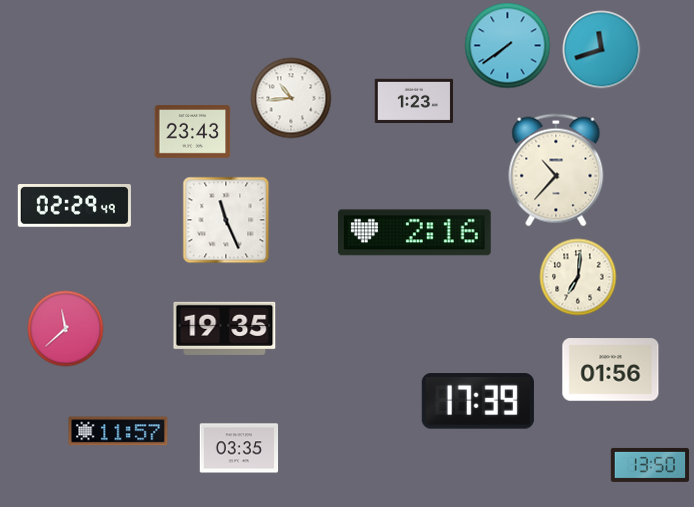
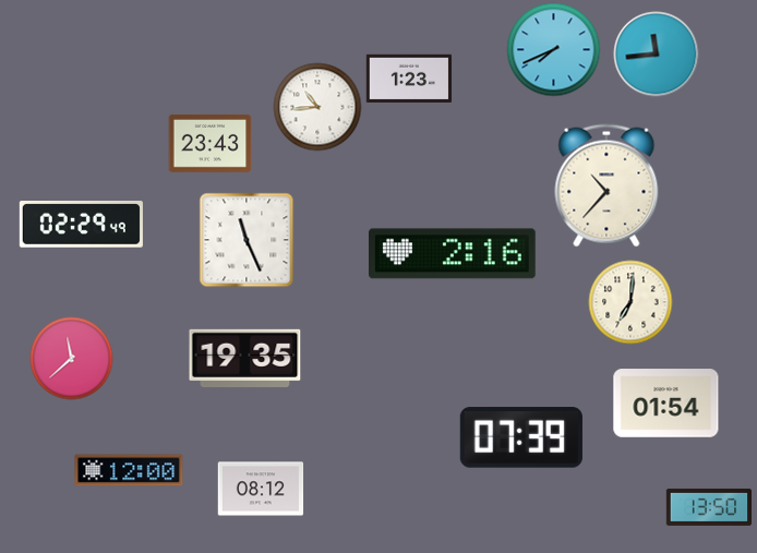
clock at (508, 46): 7:39 -> 7:41
clock at (602, 50): 11:42 -> 11:44
clock at (414, 100) position: (414, 100) -> (409, 77)
clock at (611, 370): 01:56 -> 01:54
clock at (478, 401): 17:39 -> 07:39
clock at (118, 431): 11:57 -> 12:00
clock at (239, 448): 03:35 -> 08:12
